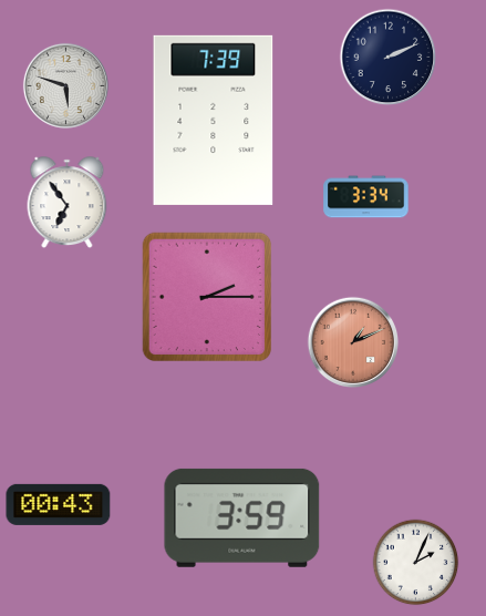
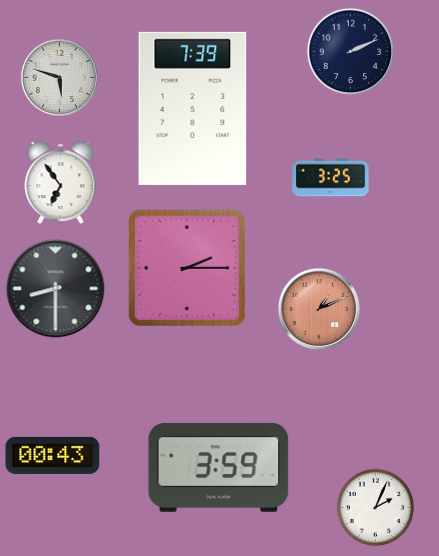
clock at (366, 197): 3:34 -> 3:25
clock at (56, 289): none -> 8:30
